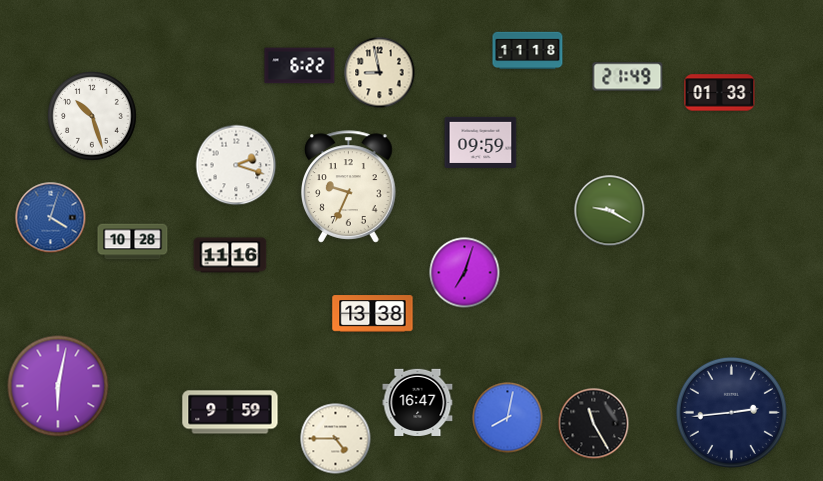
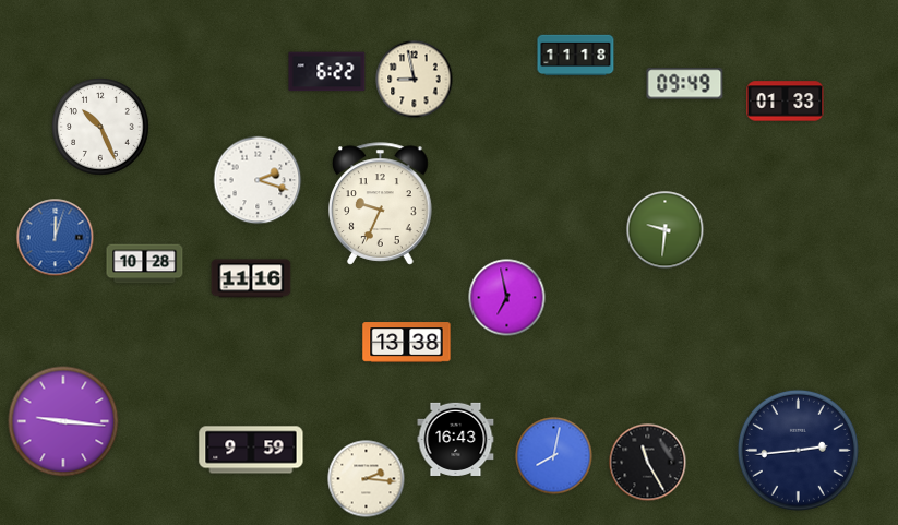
clock at (628, 77): 21:49 -> 09:49
clock at (93, 117): 10:27 -> 10:26
clock at (481, 142): 09:59 -> none
clock at (610, 211): 9:20 -> 9:31
clock at (51, 218): 4:03 -> 12:03
clock at (465, 273): 7:03 -> 6:58
clock at (58, 386): 6:02 -> 9:16
clock at (418, 402): 16:47 -> 16:43
clock at (336, 439): 4:45 -> 2:16
